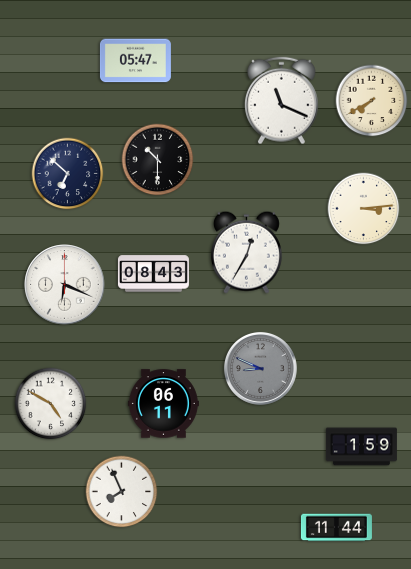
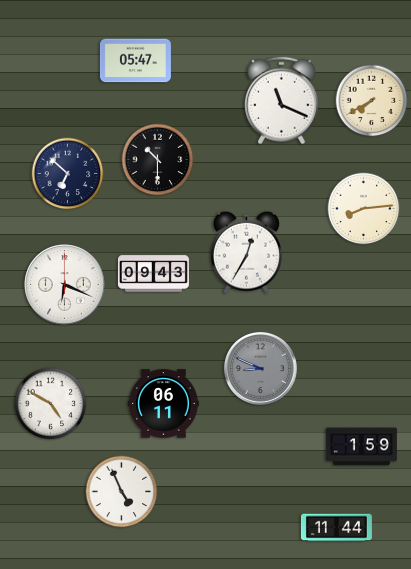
clock at (364, 209): 3:14 -> 8:14
clock at (153, 274): 08:43 -> 09:43
clock at (122, 492): 7:56 -> 4:56
